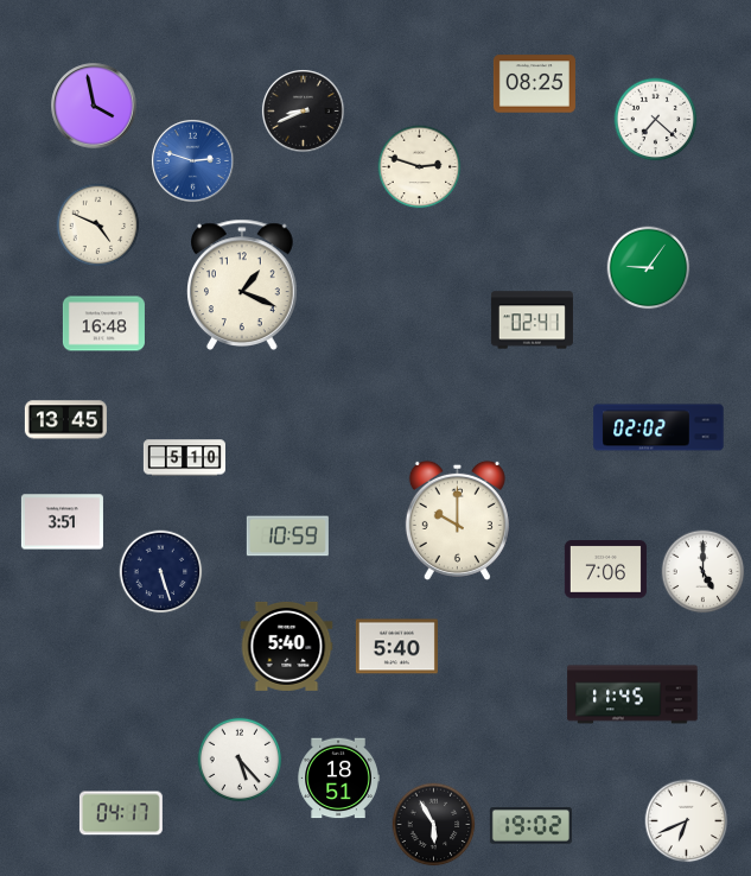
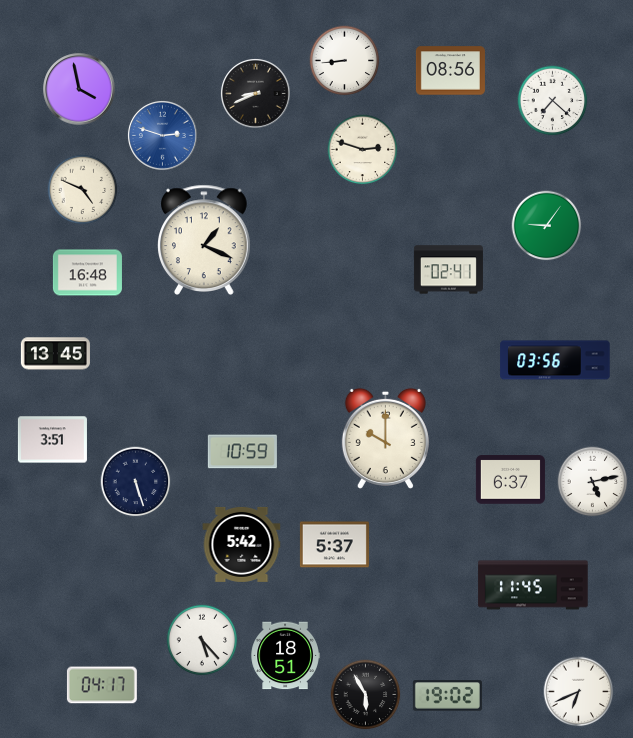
clock at (345, 61): none -> 8:44
clock at (534, 84): 08:25 -> 08:56
clock at (420, 167) position: (420, 167) -> (363, 150)
clock at (658, 427): 02:02 -> 03:56
clock at (184, 458): 5:10 -> none
clock at (605, 570): 7:06 -> 6:37
clock at (704, 572): 5:00 -> 5:13
clock at (287, 646): 5:40 -> 5:42
clock at (396, 647): 5:40 -> 5:37
